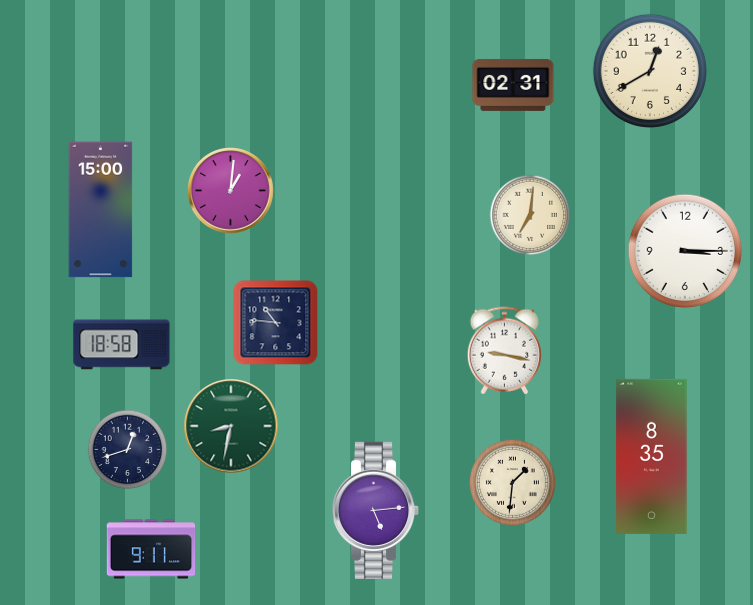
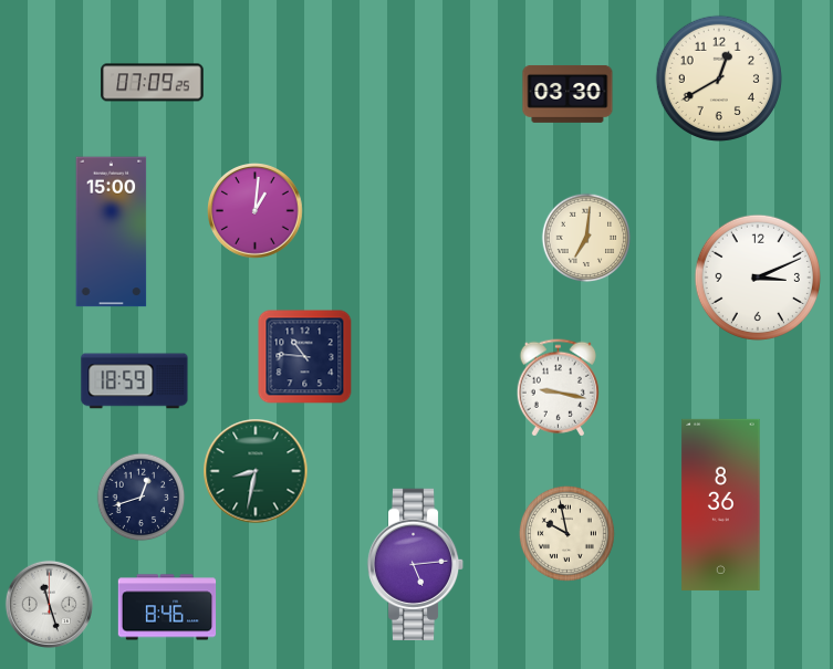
clock at (153, 83): none -> 07:09
clock at (513, 85): 02:31 -> 03:30
clock at (685, 251): 3:15 -> 3:11
clock at (122, 345): 18:58 -> 18:59
clock at (652, 456): 8:35 -> 8:36
clock at (512, 482): 1:31 -> 9:58
clock at (49, 604): none -> 11:27
clock at (151, 549): 9:11 -> 8:46
